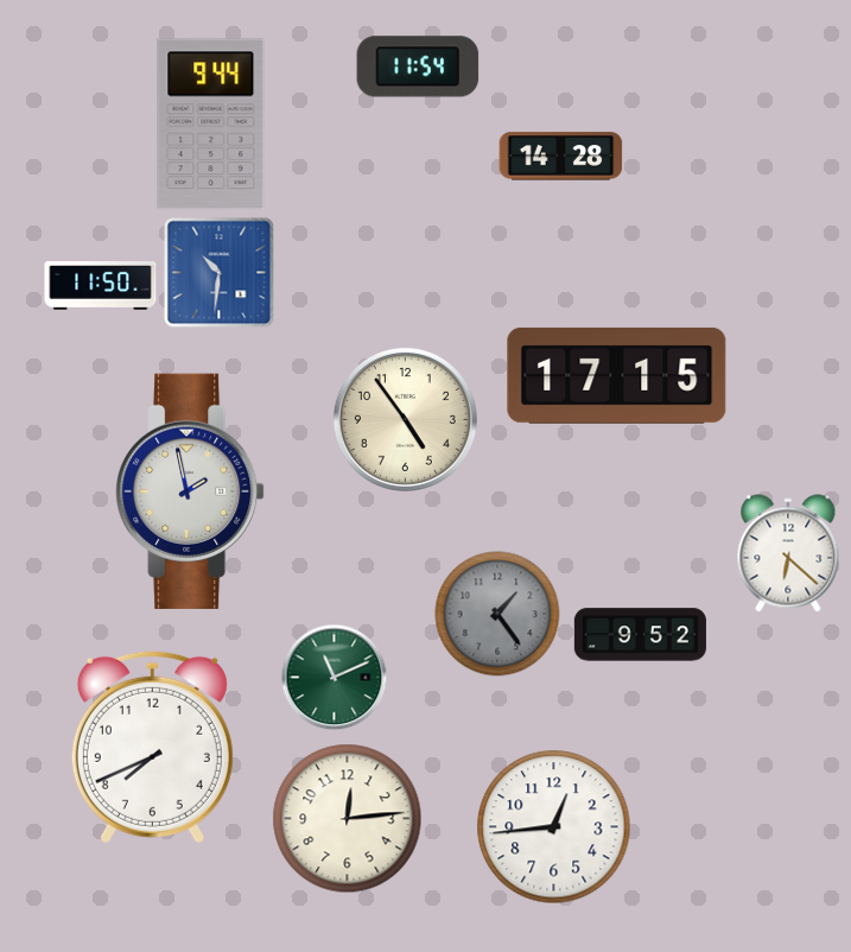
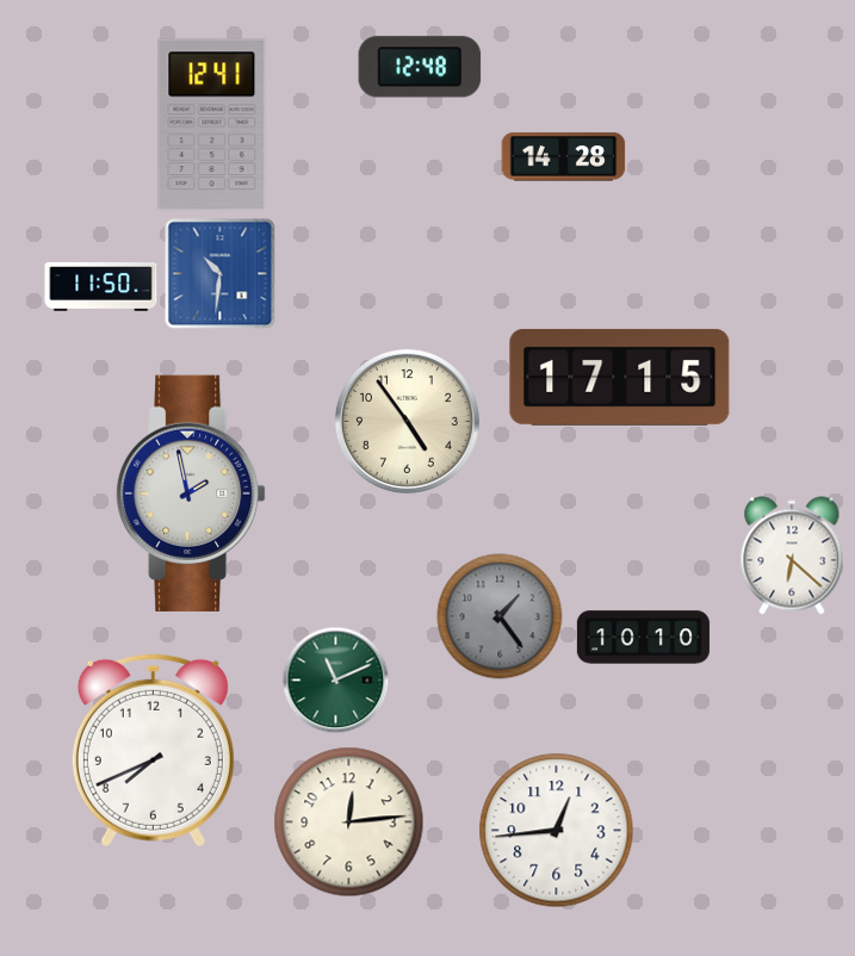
clock at (418, 66): 11:54 -> 12:48
clock at (211, 125): 9:44 -> 12:41
clock at (640, 635): 9:52 -> 10:10
